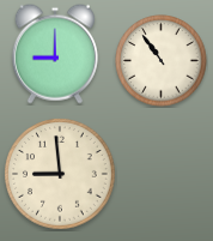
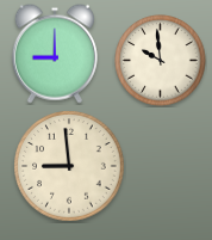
clock at (162, 61): 10:54 -> 9:59
clock at (60, 174) position: (60, 174) -> (69, 166)
